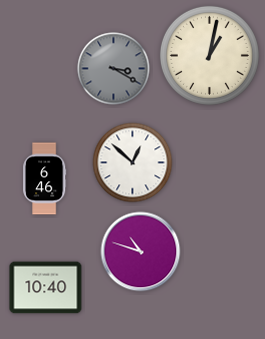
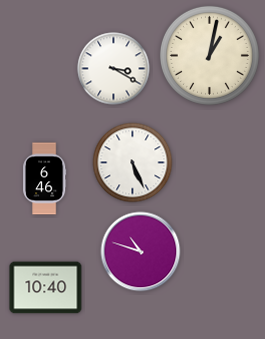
clock at (114, 69) dial: grey -> white
clock at (133, 163): 12:52 -> 5:26
